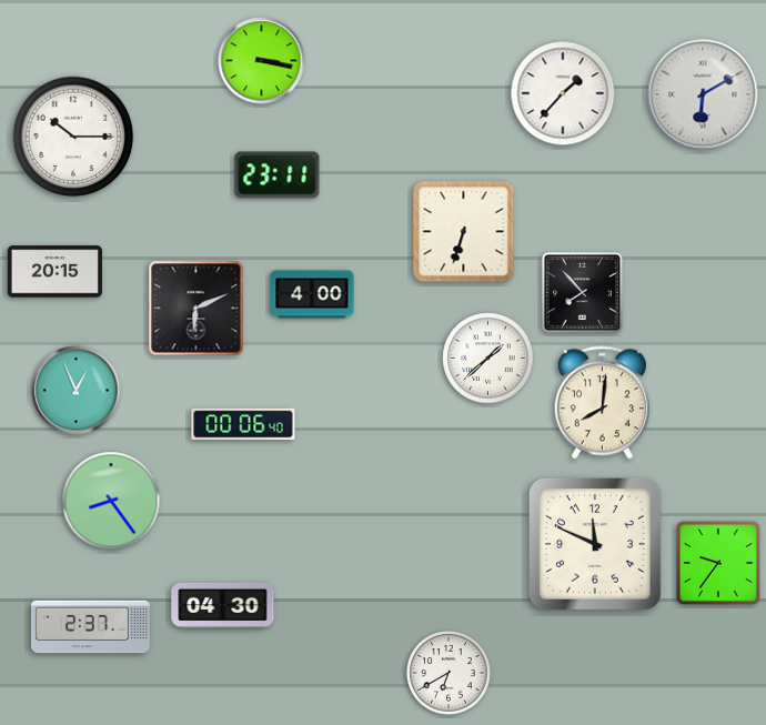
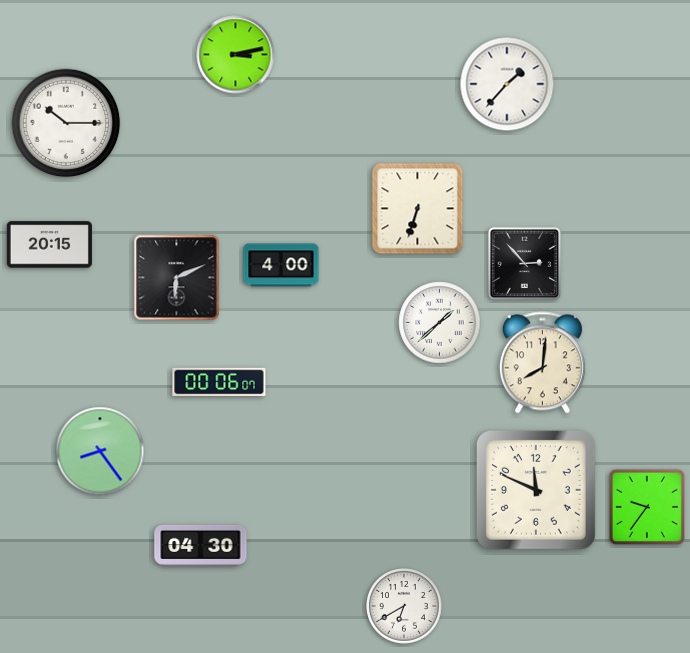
clock at (262, 61): 3:17 -> 3:13
clock at (703, 94): 6:10 -> none
clock at (278, 175): 23:11 -> none
clock at (582, 292): 7:53 -> 2:53
clock at (77, 391): 12:56 -> none
clock at (243, 424): 00:06:40 -> 00:06:07
clock at (91, 627): 2:37 -> none
